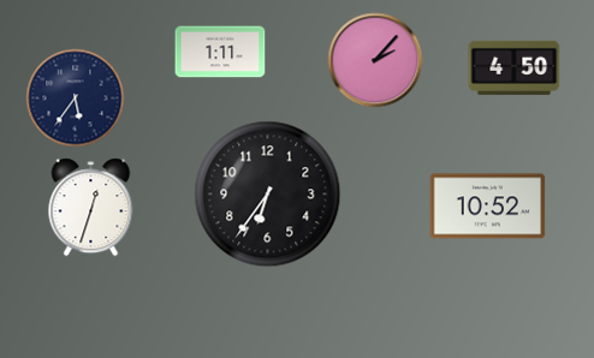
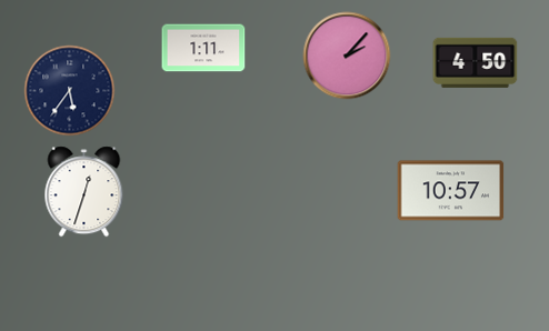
clock at (268, 195): 6:36 -> none
clock at (488, 207): 10:52 -> 10:57
